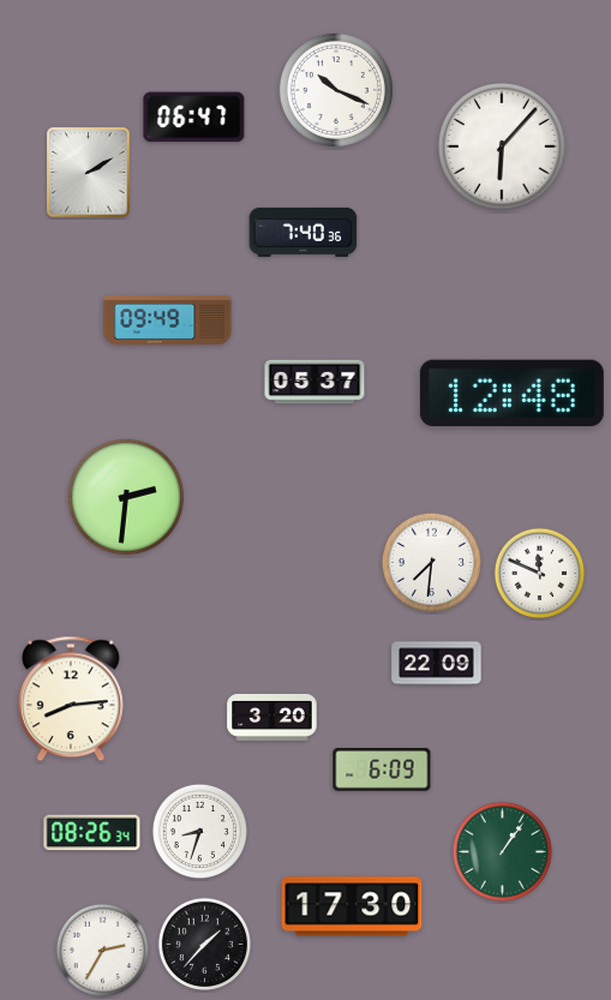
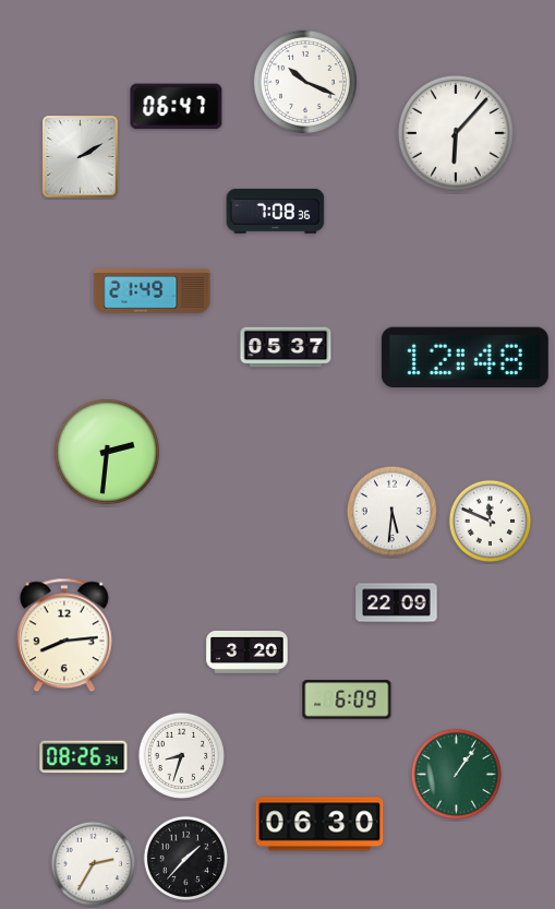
clock at (304, 232): 7:40 -> 7:08
clock at (168, 319): 09:49 -> 21:49
clock at (126, 497) position: (126, 497) -> (107, 452)
clock at (431, 562): 7:31 -> 5:31
clock at (352, 906): 17:30 -> 06:30
